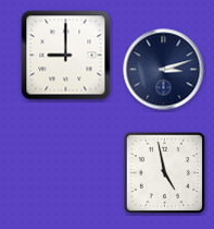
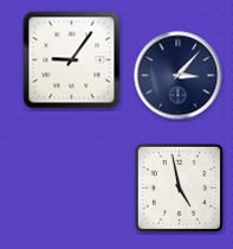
clock at (66, 56): 9:00 -> 9:06
clock at (164, 70): 3:12 -> 3:07
